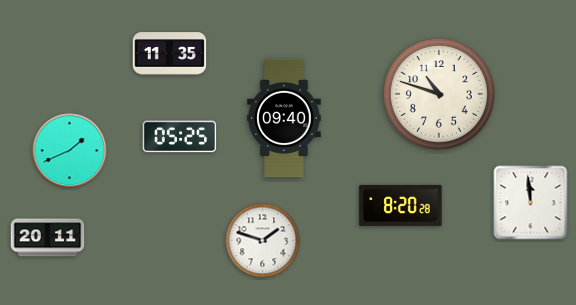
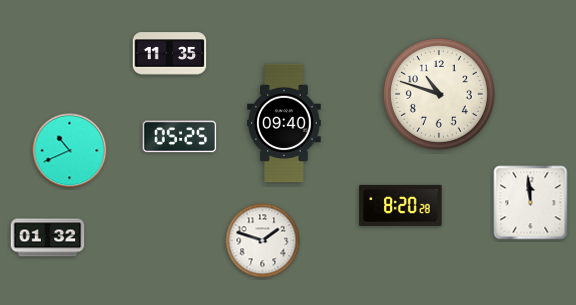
clock at (284, 118) position: (284, 118) -> (284, 123)
clock at (70, 151): 1:41 -> 10:41
clock at (48, 238): 20:11 -> 01:32
